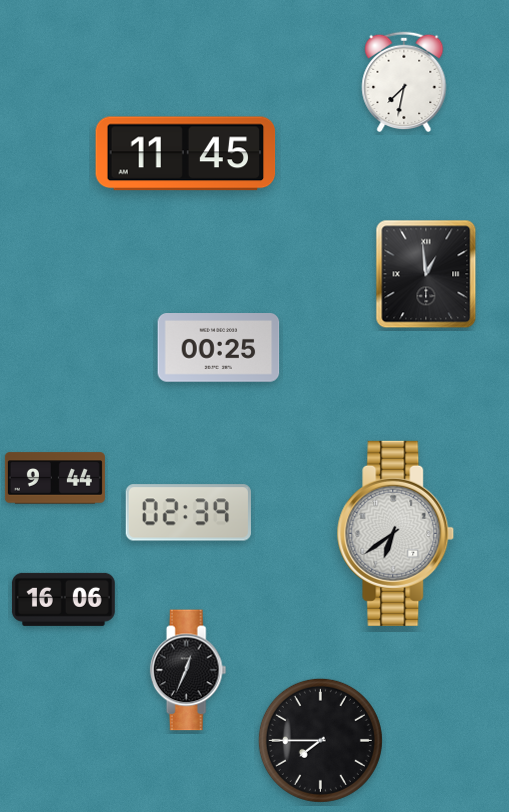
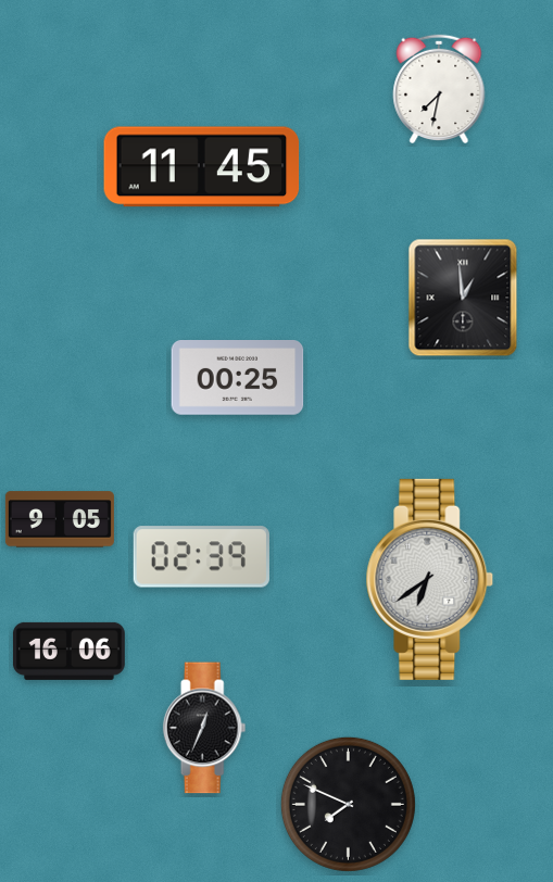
clock at (55, 478): 9:44 -> 9:05
clock at (188, 513) position: (188, 513) -> (201, 557)
clock at (320, 740): 7:45 -> 7:49
